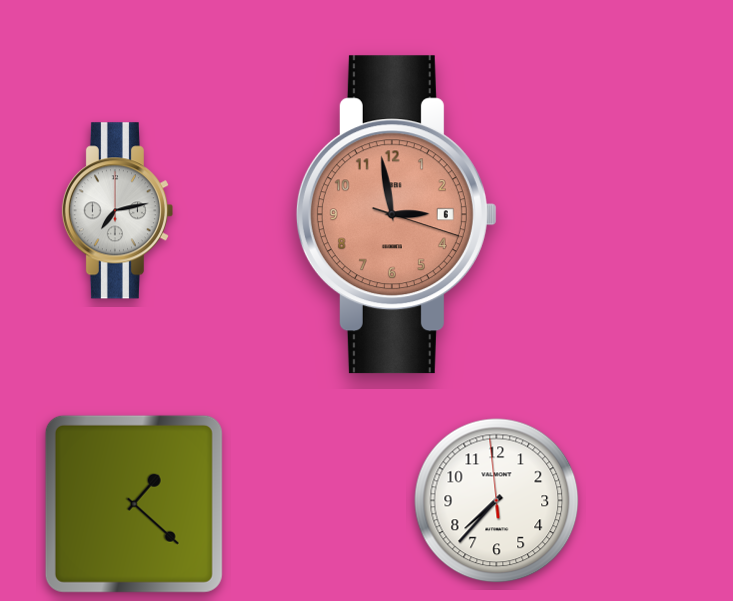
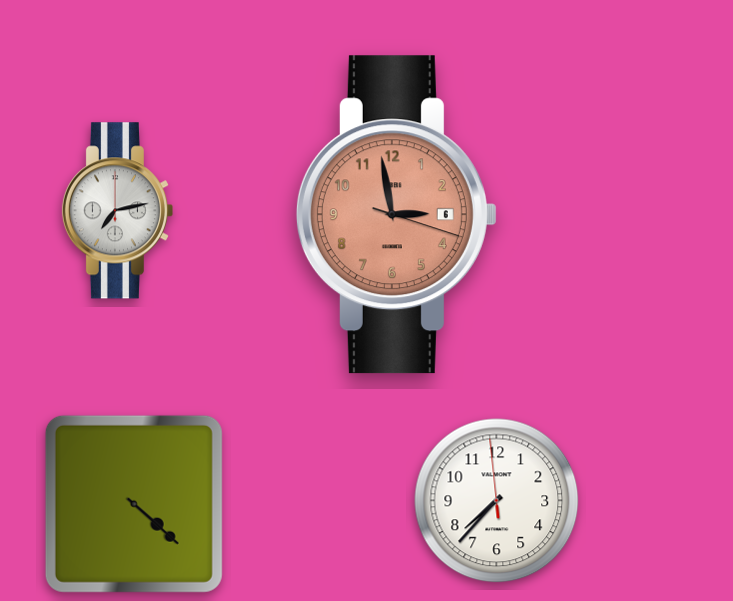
clock at (134, 504): 1:22 -> 4:22
